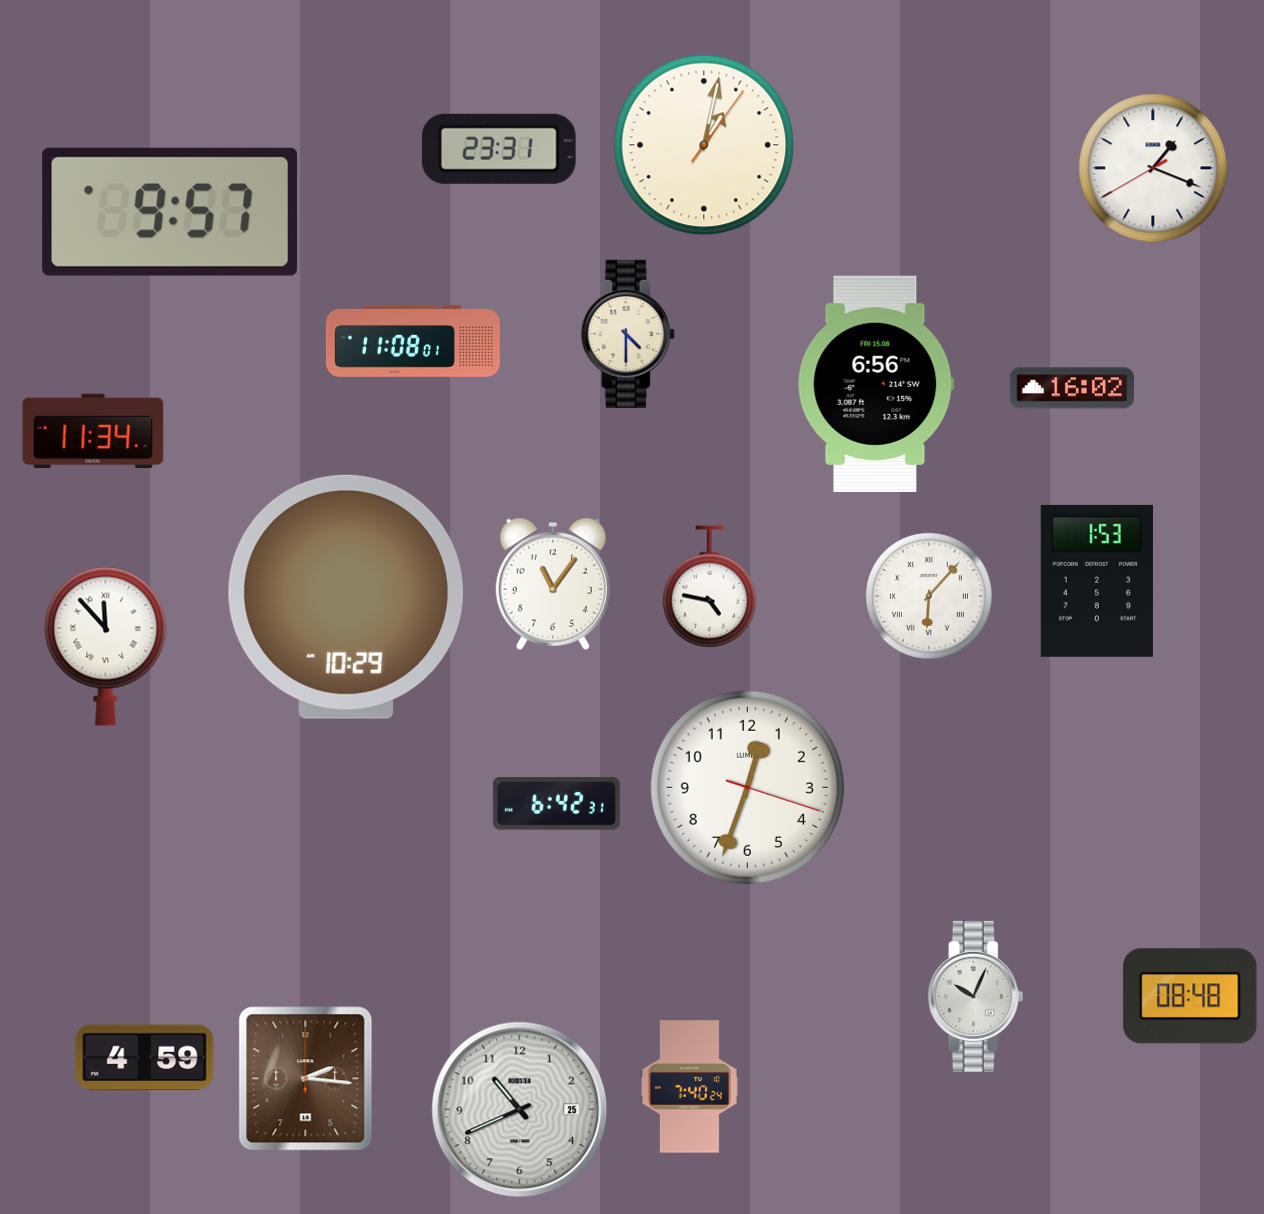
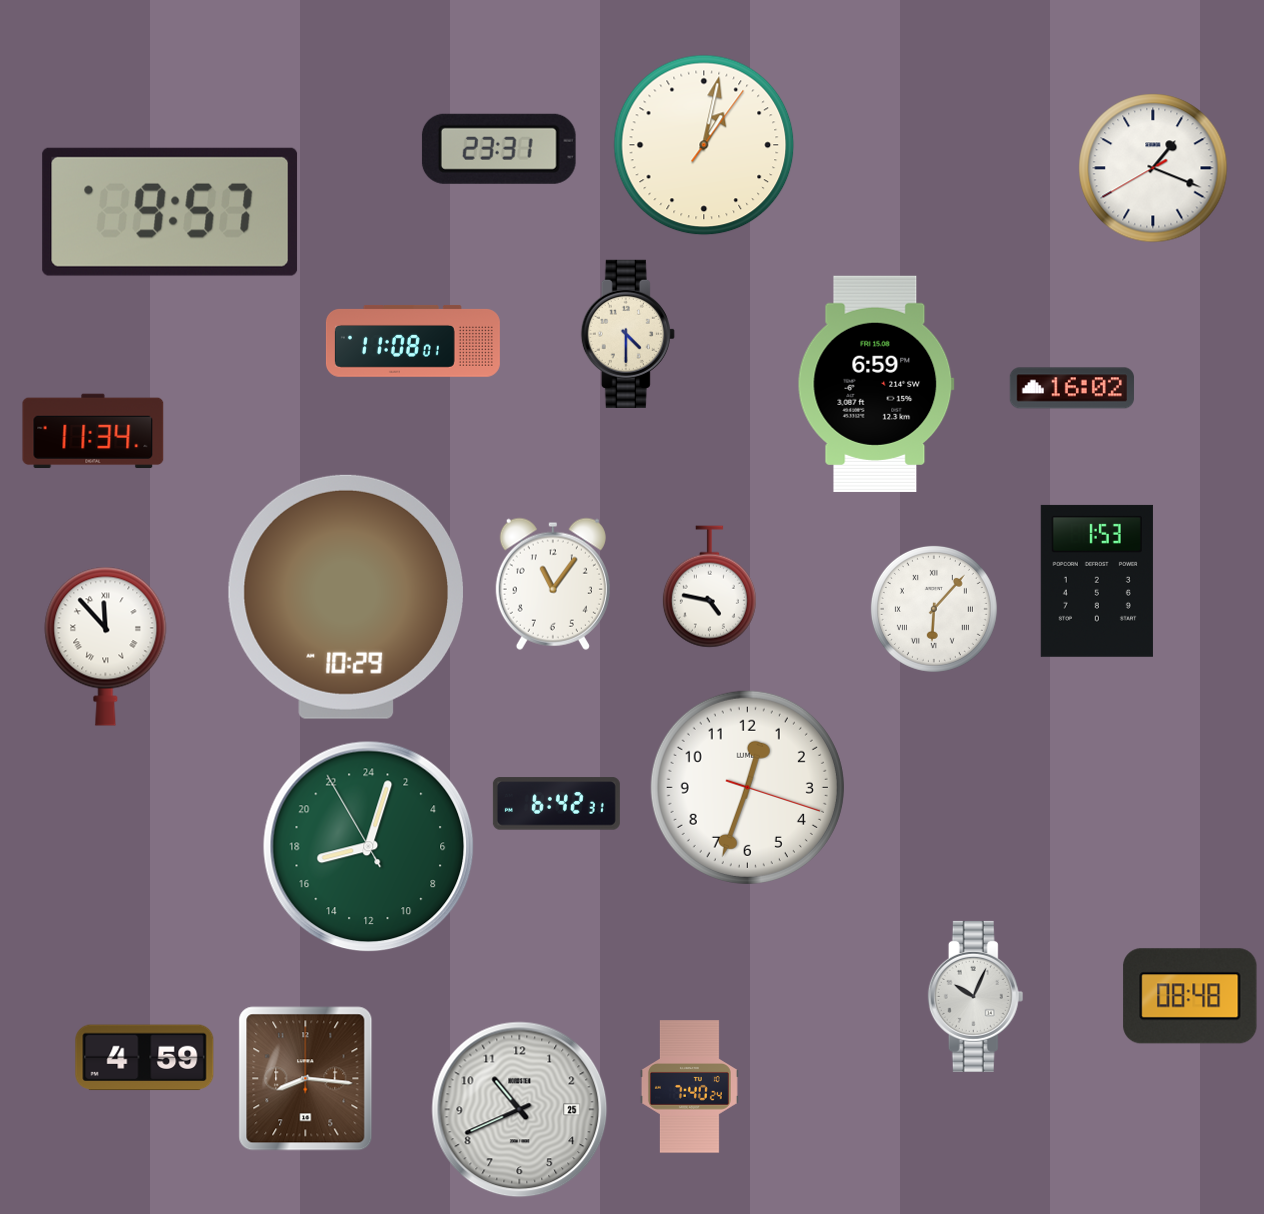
clock at (876, 384): 6:56 -> 6:59
clock at (929, 596) position: (929, 596) -> (934, 609)
clock at (369, 847): none -> 17:02
clock at (306, 1079): 2:16 -> 8:16
